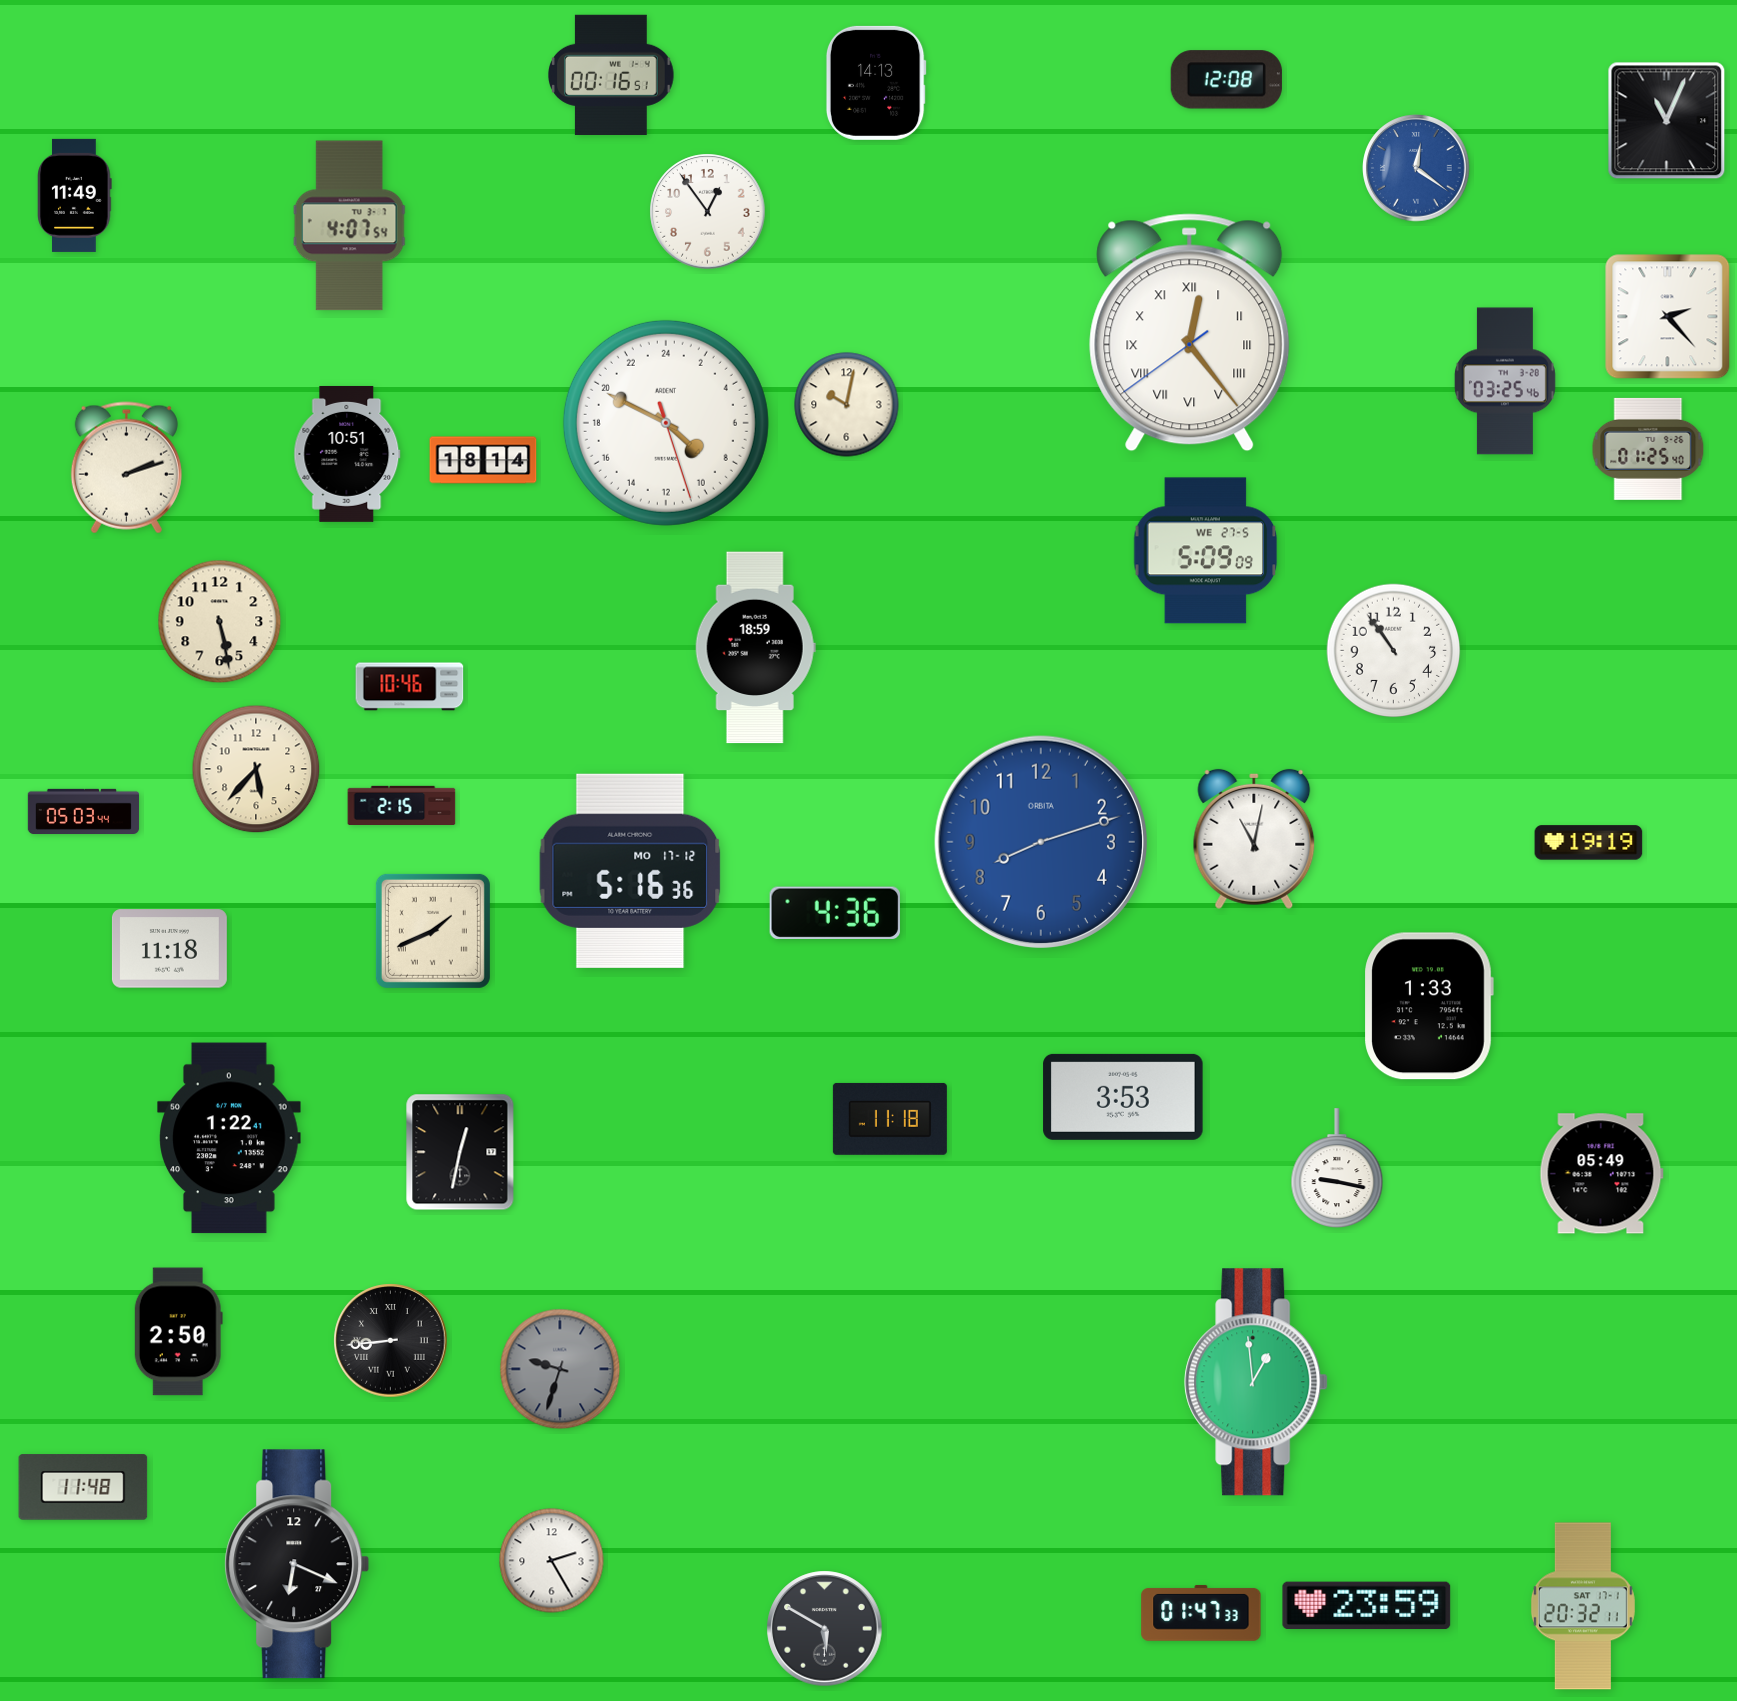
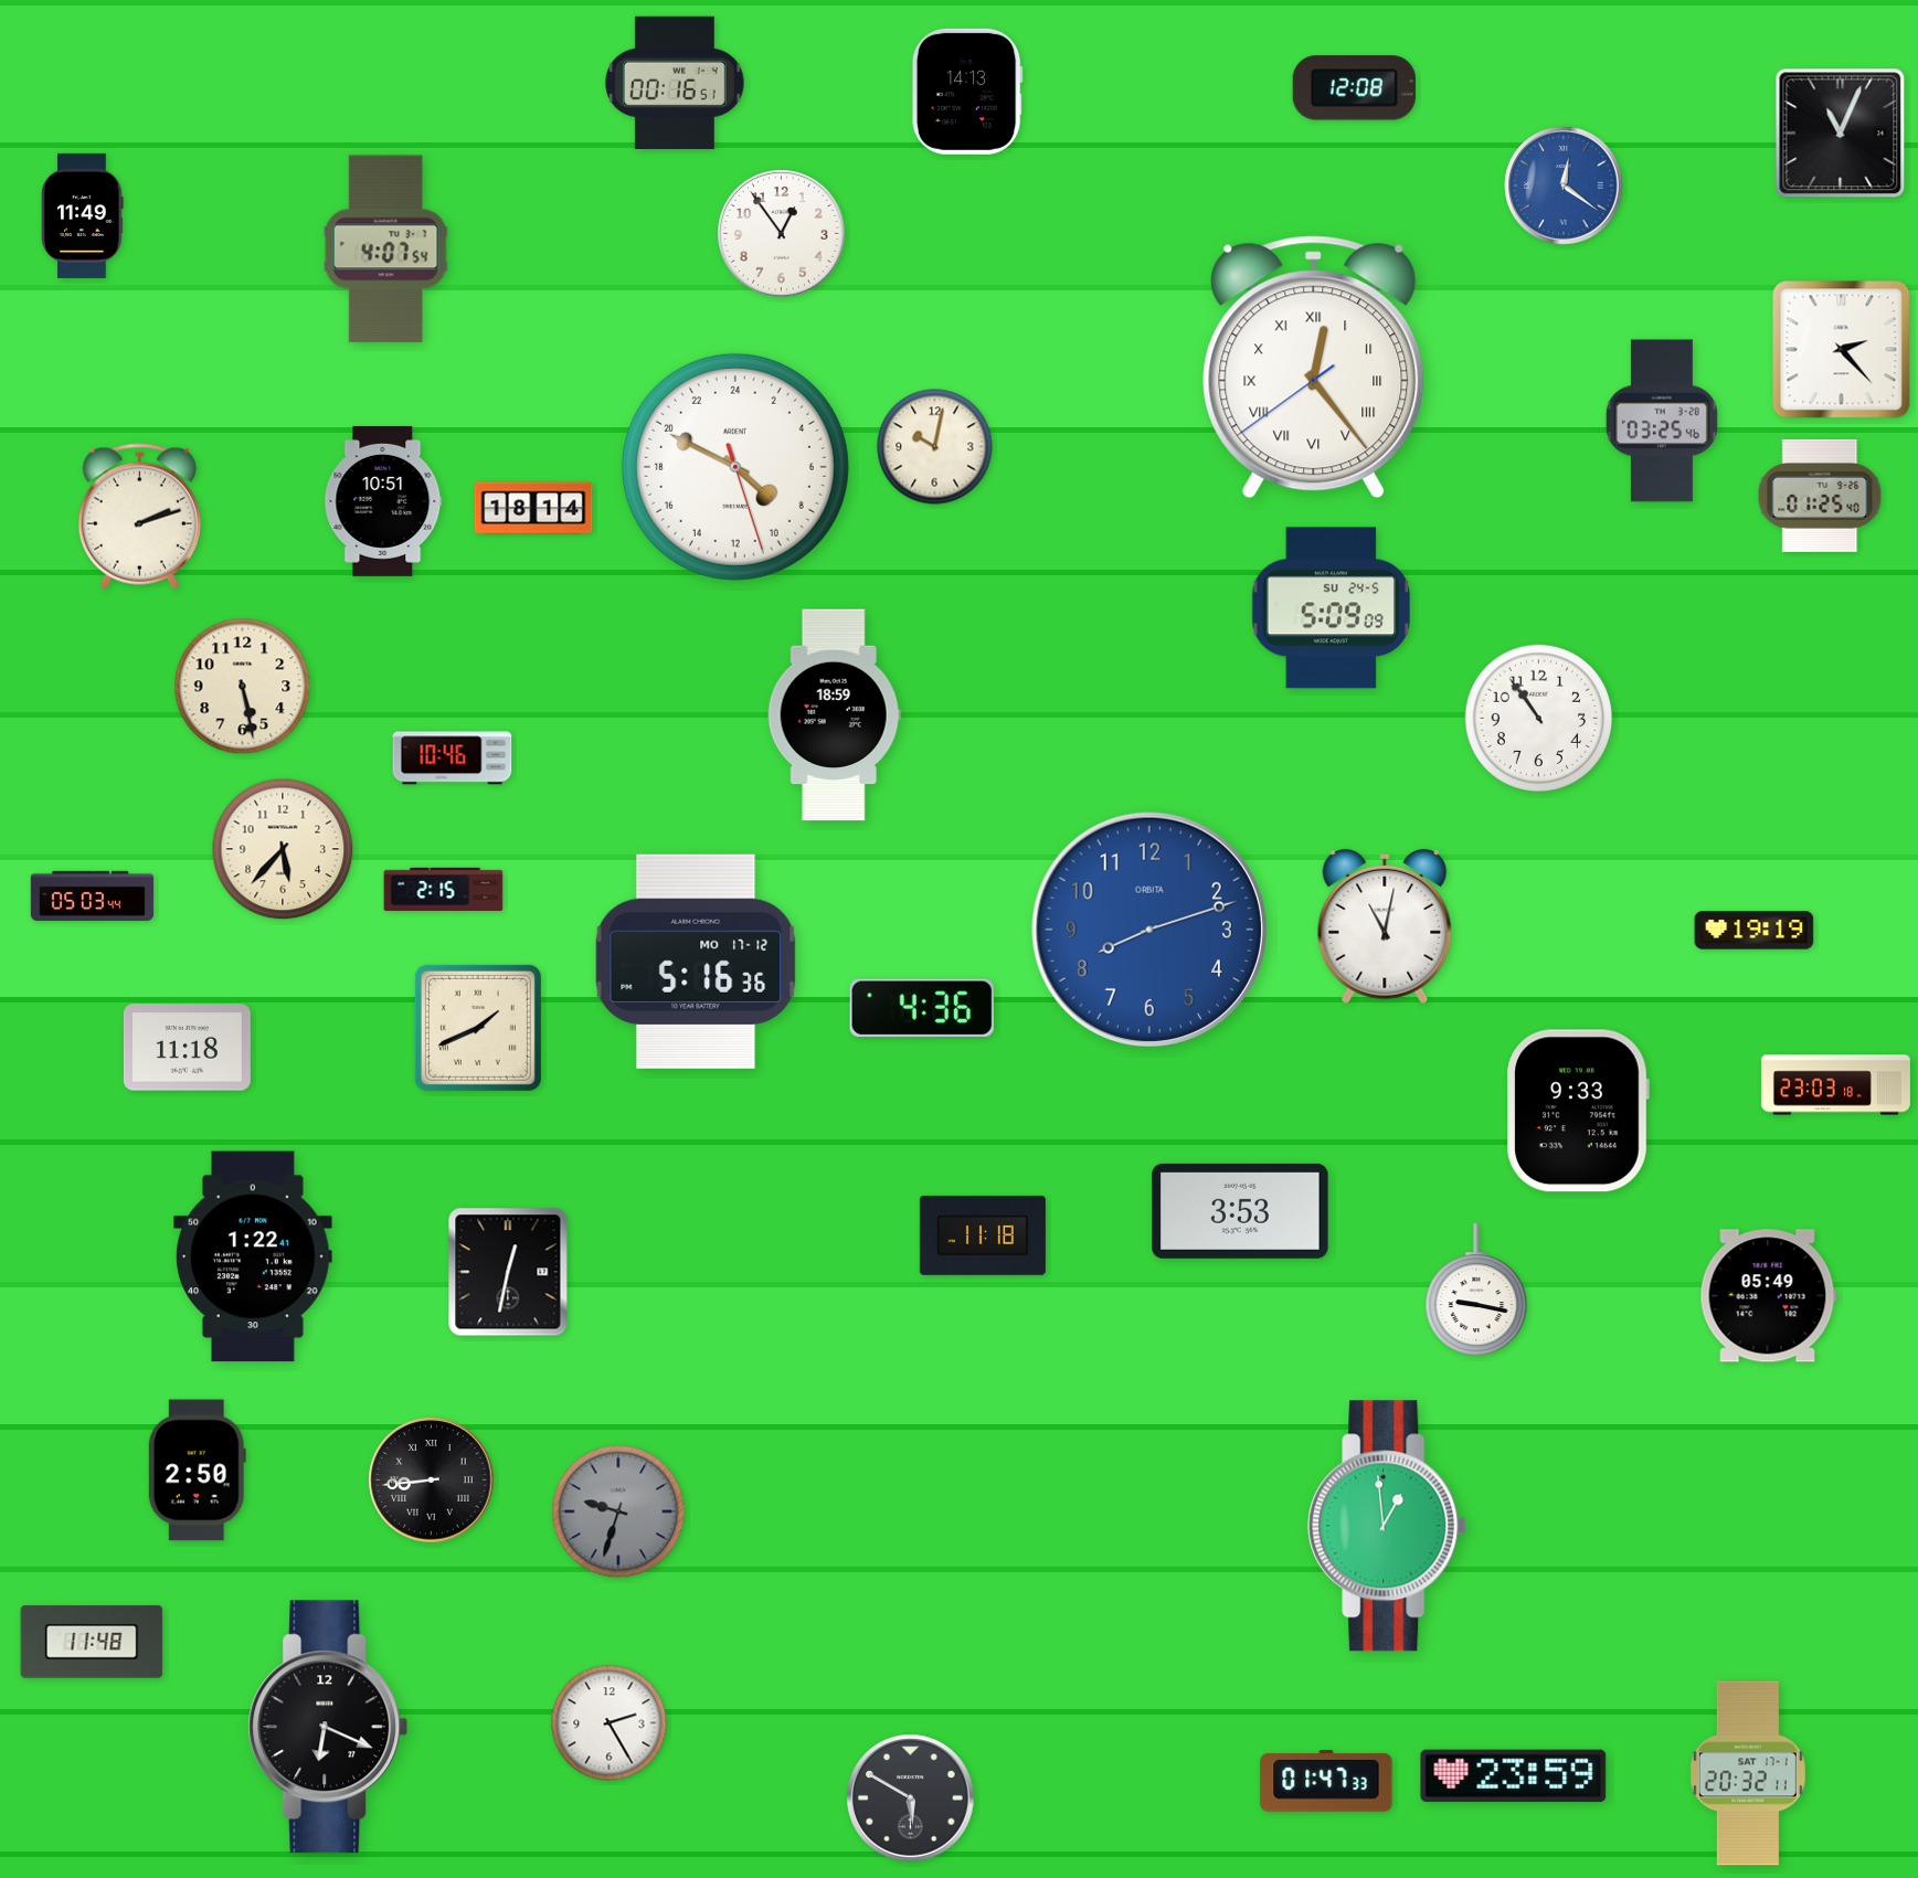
clock at (1206, 551) date: WE 27-5 -> SU 24-5
clock at (1835, 1085): none -> 23:03
clock at (1429, 1006): 1:33 -> 9:33
clock at (1367, 1606) position: (1367, 1606) -> (1514, 1776)
